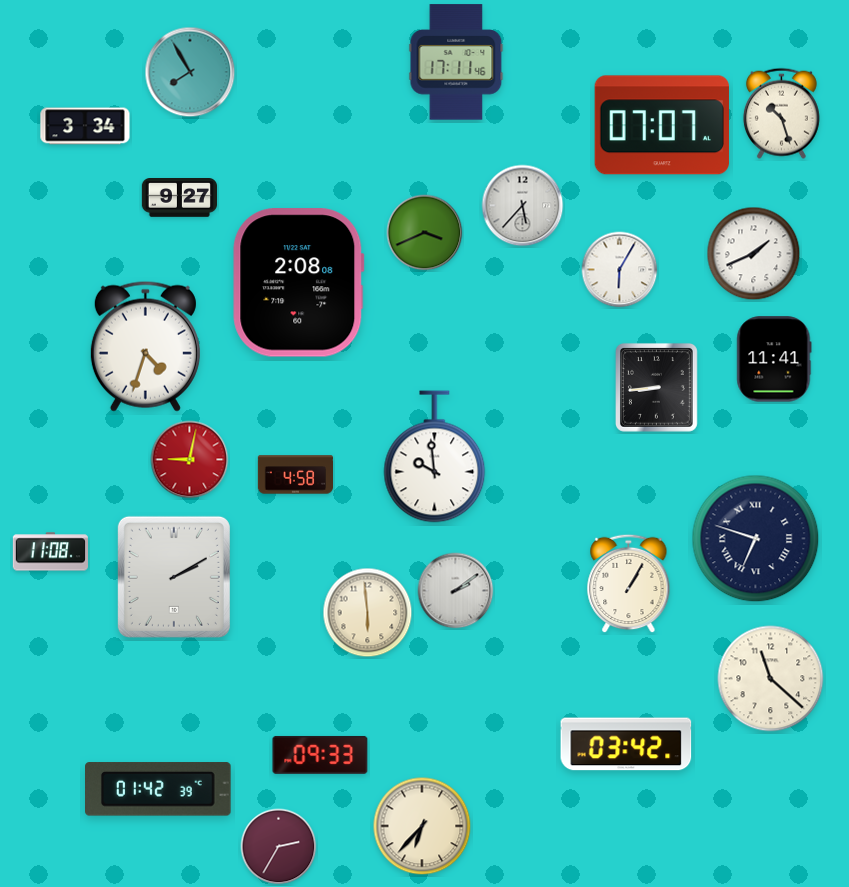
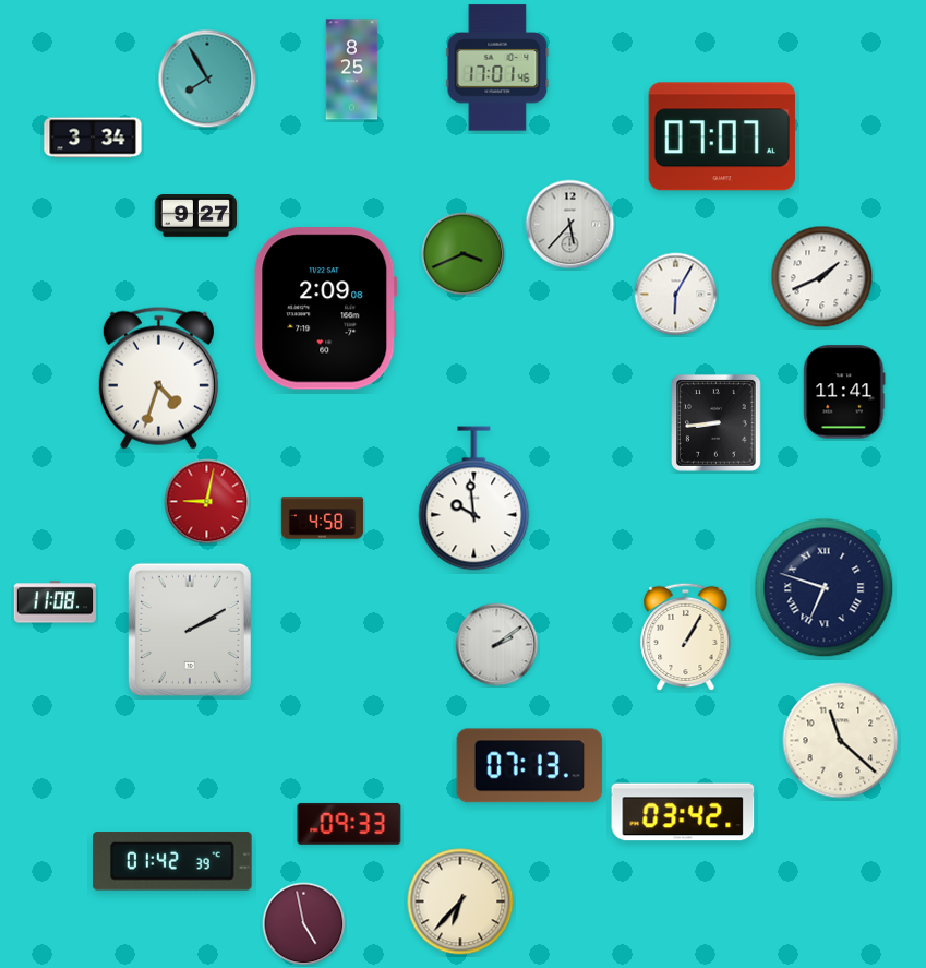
clock at (456, 62): 17:11 -> 17:01
clock at (352, 70): none -> 8:25
clock at (781, 113): 10:27 -> none
clock at (299, 283): 2:08 -> 2:09
clock at (368, 613): 5:59 -> none
clock at (530, 766): none -> 07:13
clock at (279, 847): 2:35 -> 4:58
